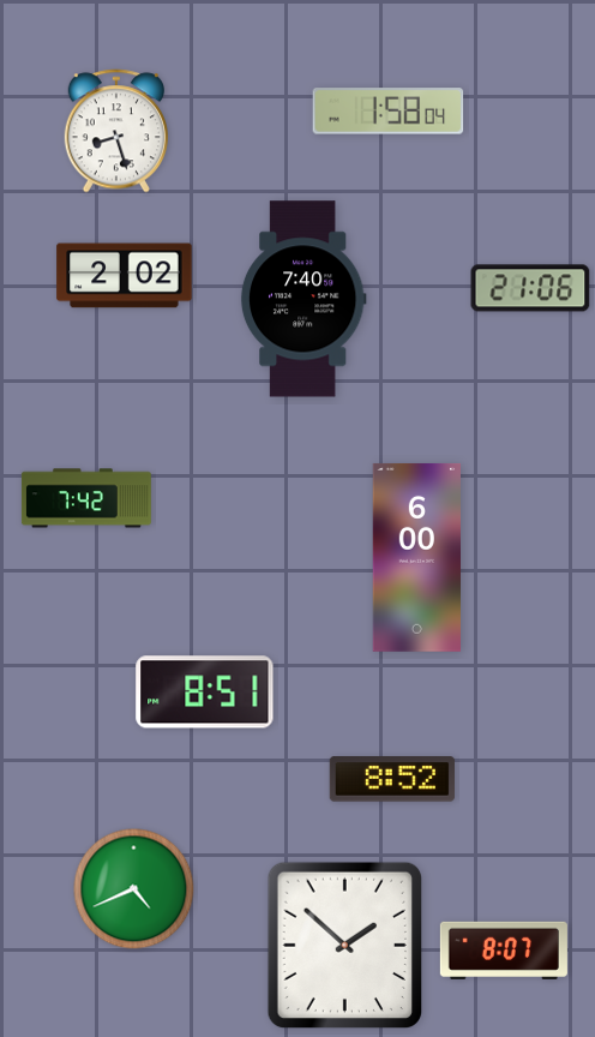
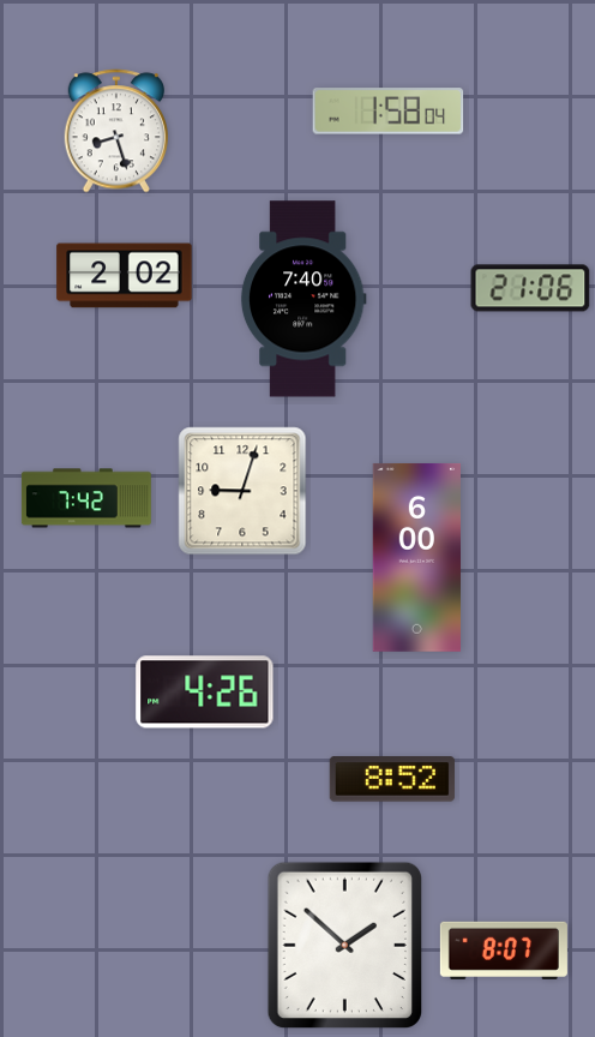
clock at (242, 491): none -> 9:03
clock at (205, 693): 8:51 -> 4:26
clock at (134, 889): 4:41 -> none
